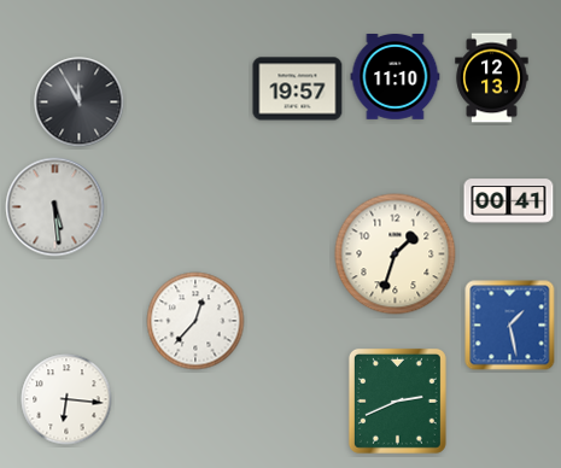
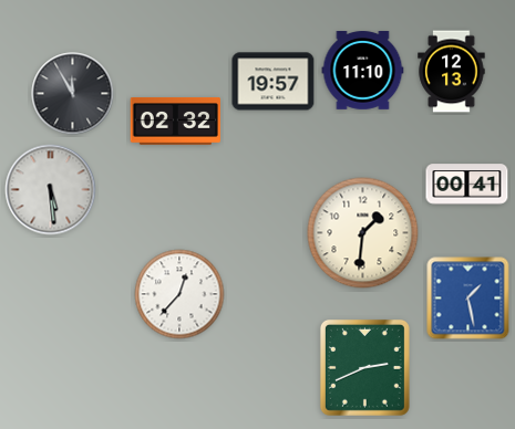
clock at (175, 122): none -> 02:32
clock at (396, 255): 1:33 -> 1:31
clock at (66, 399): 6:16 -> none
